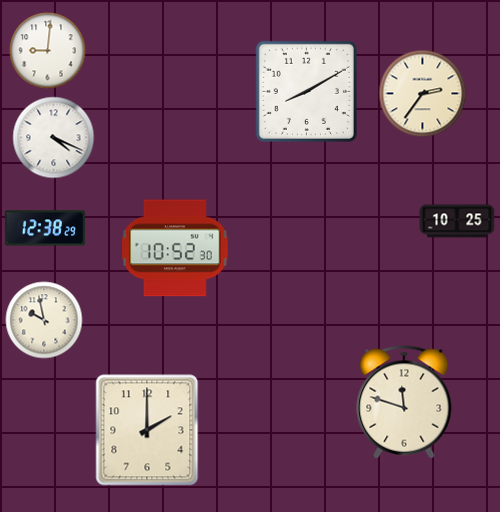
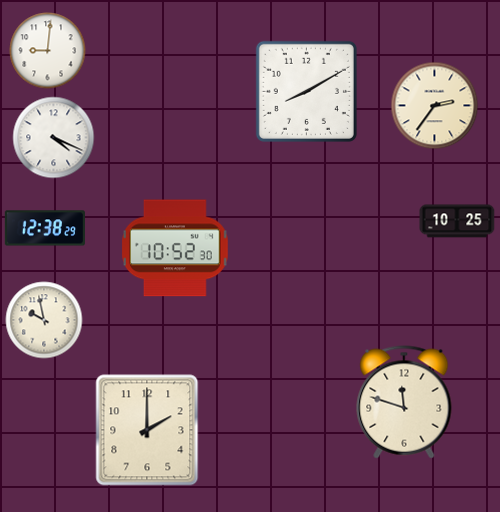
clock at (423, 94) position: (423, 94) -> (435, 106)
